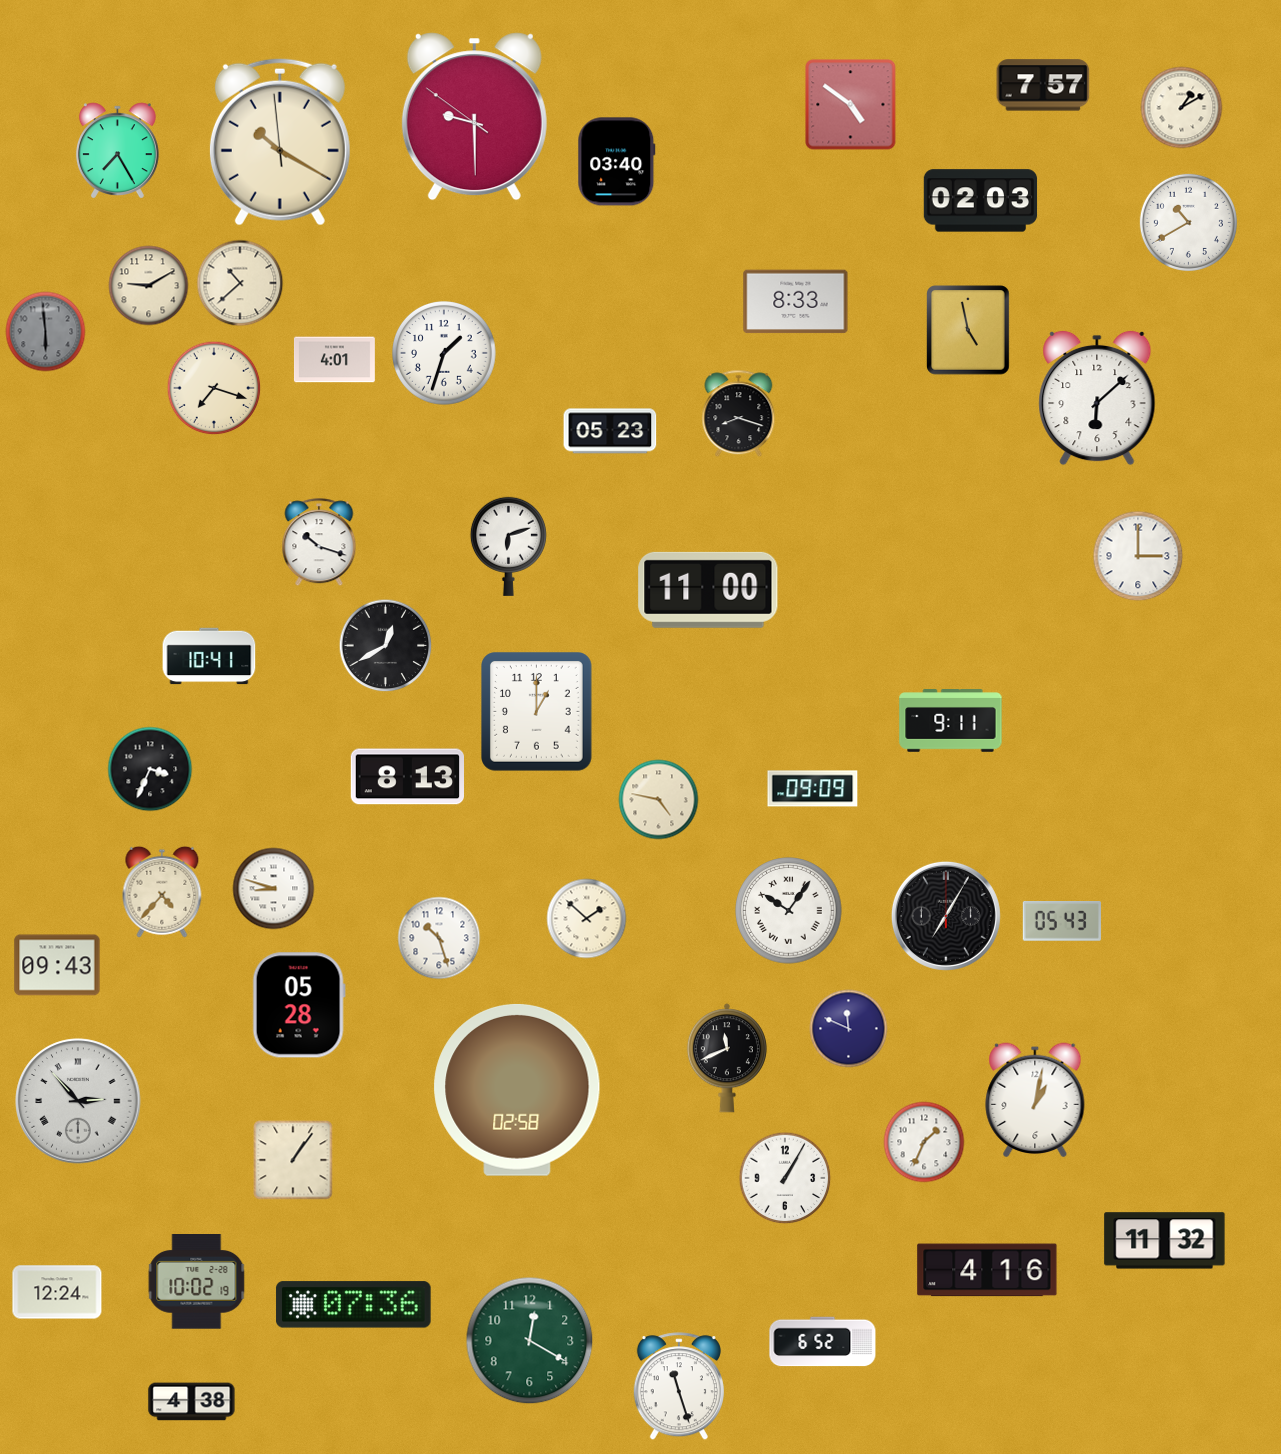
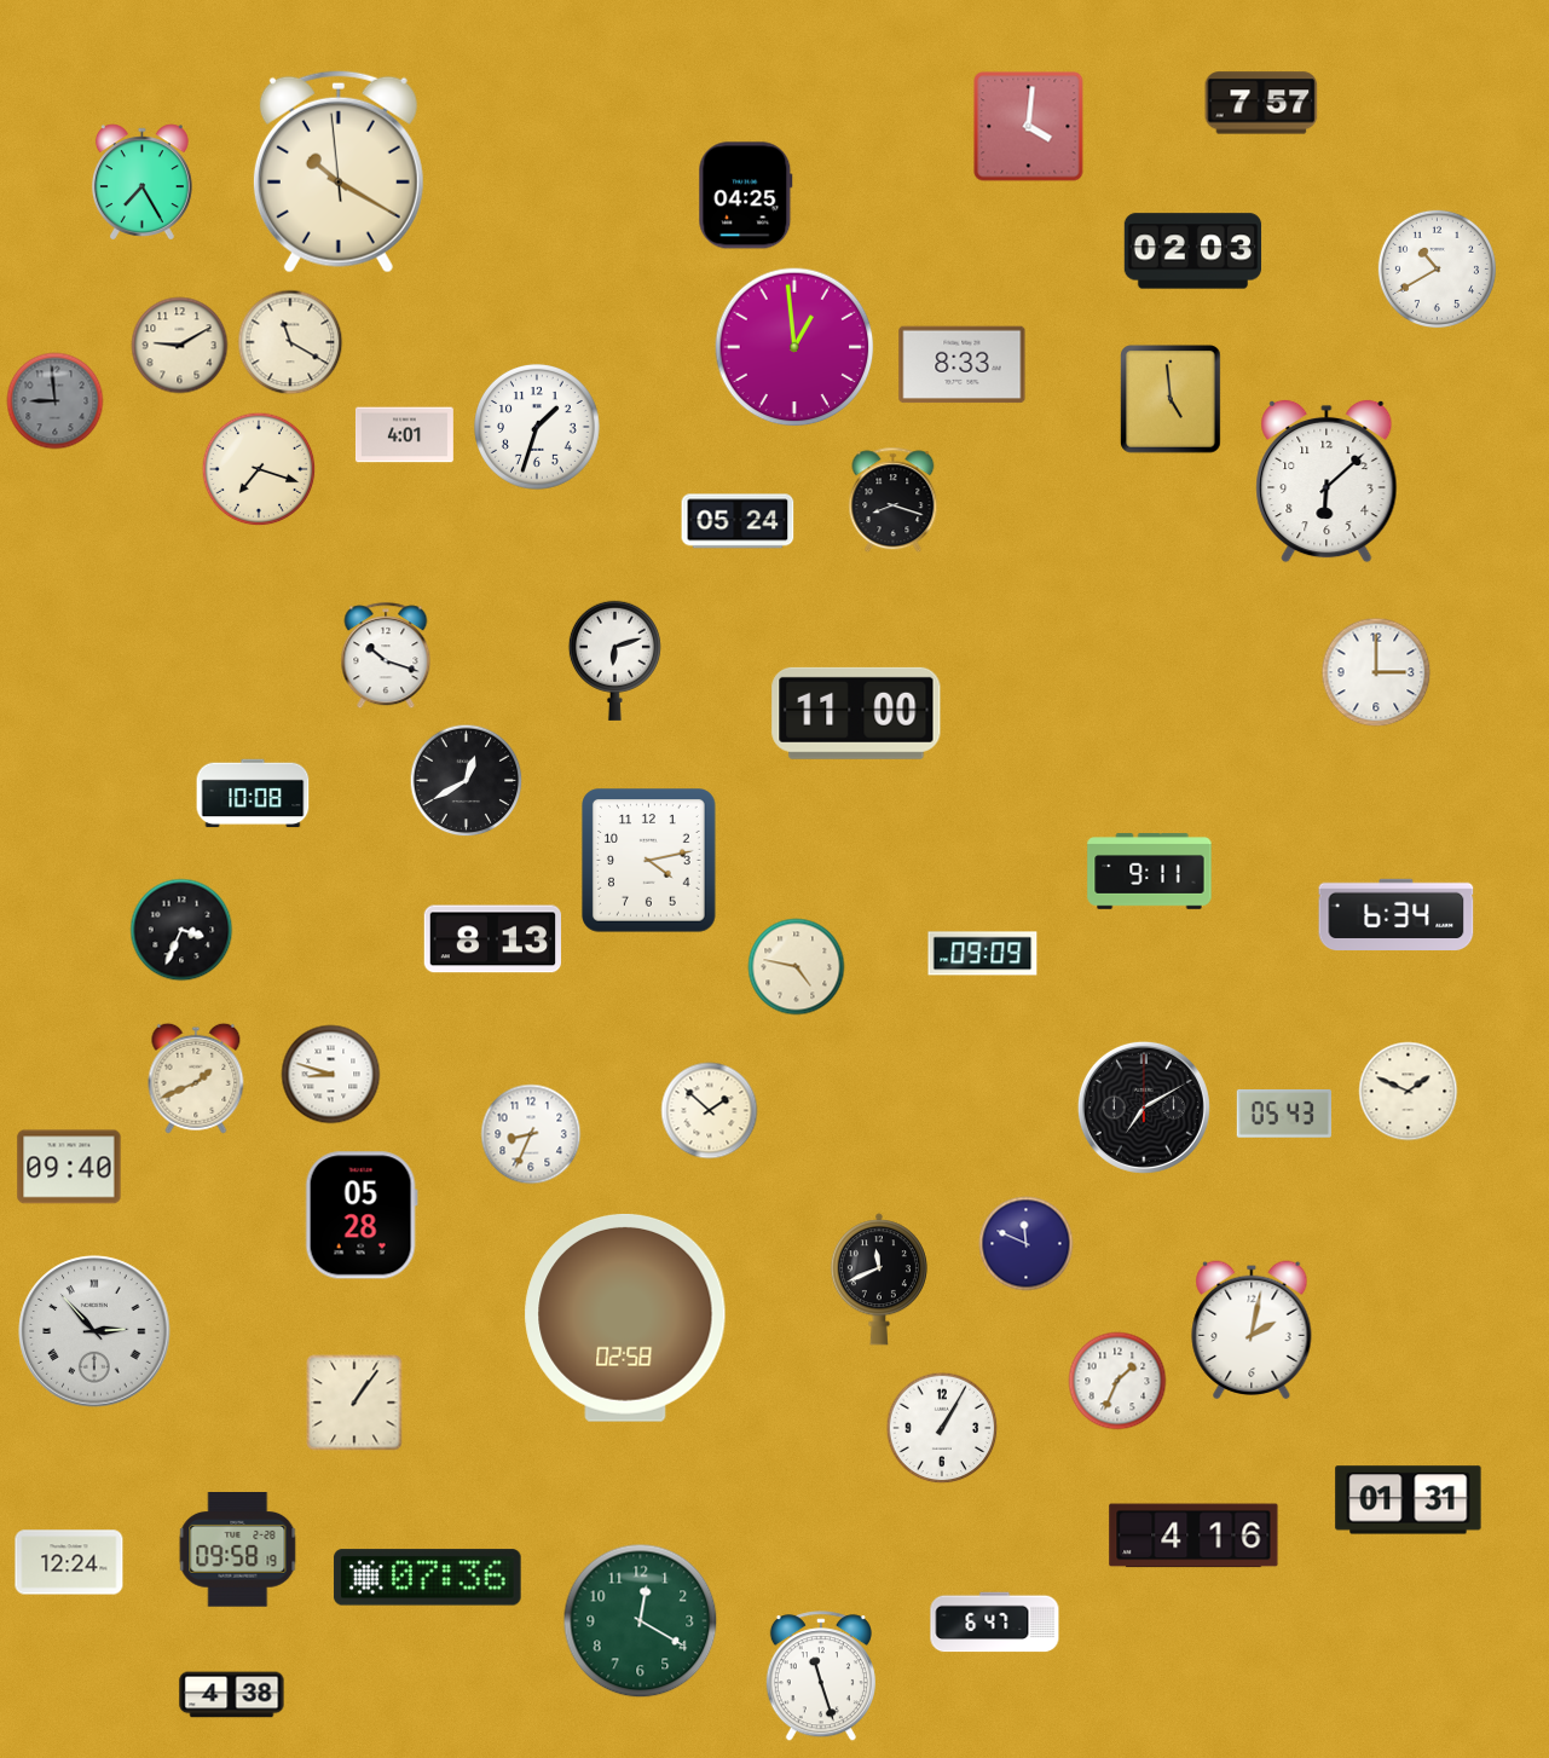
clock at (851, 105): 4:51 -> 4:01
clock at (1182, 108): 1:10 -> none
clock at (474, 117): 9:29 -> none
clock at (617, 162): 03:40 -> 04:25
clock at (981, 201) position: (981, 201) -> (1193, 251)
clock at (240, 283): 10:38 -> 11:20
clock at (794, 347): none -> 12:59
clock at (968, 330): 4:58 -> 4:59
clock at (46, 332): 5:59 -> 8:59
clock at (610, 431): 05:23 -> 05:24
clock at (209, 656): 10:41 -> 10:08
clock at (537, 712): 1:00 -> 4:13
clock at (1397, 914): none -> 6:34
clock at (162, 892): 4:37 -> 1:41
clock at (1409, 1092): none -> 1:49
clock at (789, 911): 10:06 -> none
clock at (946, 916): 7:05 -> 7:10
clock at (439, 938): 10:27 -> 8:34
clock at (57, 965): 09:43 -> 09:40
clock at (1035, 1100): 1:02 -> 2:02
clock at (785, 1178) position: (785, 1178) -> (942, 1428)
clock at (1165, 1241): 11:32 -> 01:31
clock at (197, 1282): 10:02 -> 09:58
clock at (823, 1342): 6:52 -> 6:47
